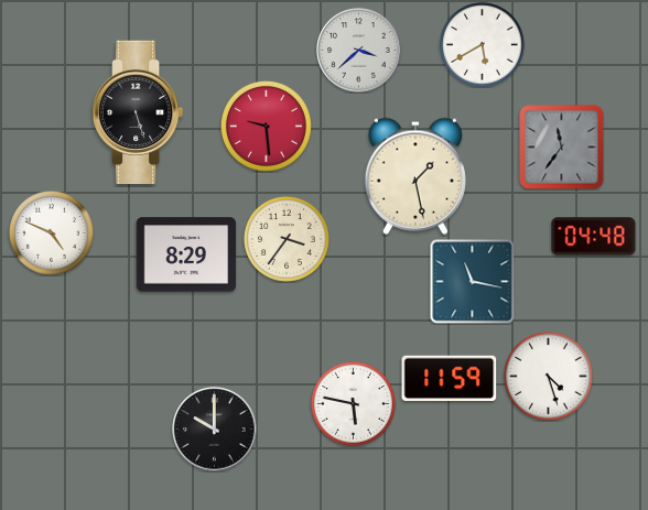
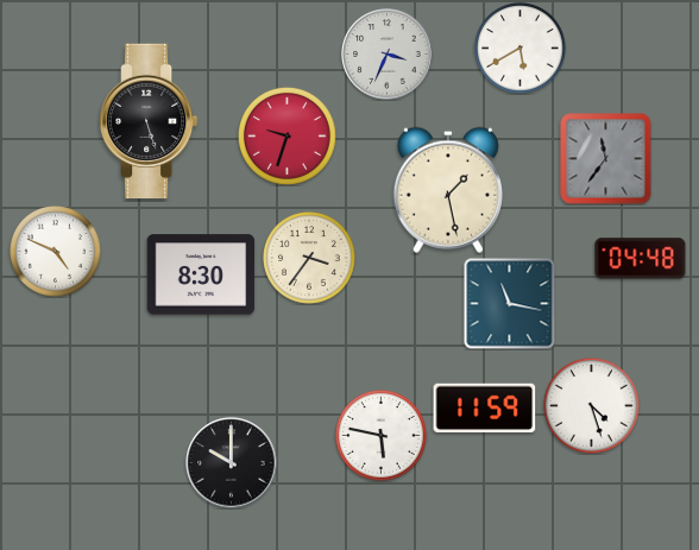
clock at (359, 51): 3:38 -> 3:34
clock at (266, 126): 9:29 -> 9:33
clock at (594, 237) position: (594, 237) -> (641, 259)
clock at (186, 254): 8:29 -> 8:30
